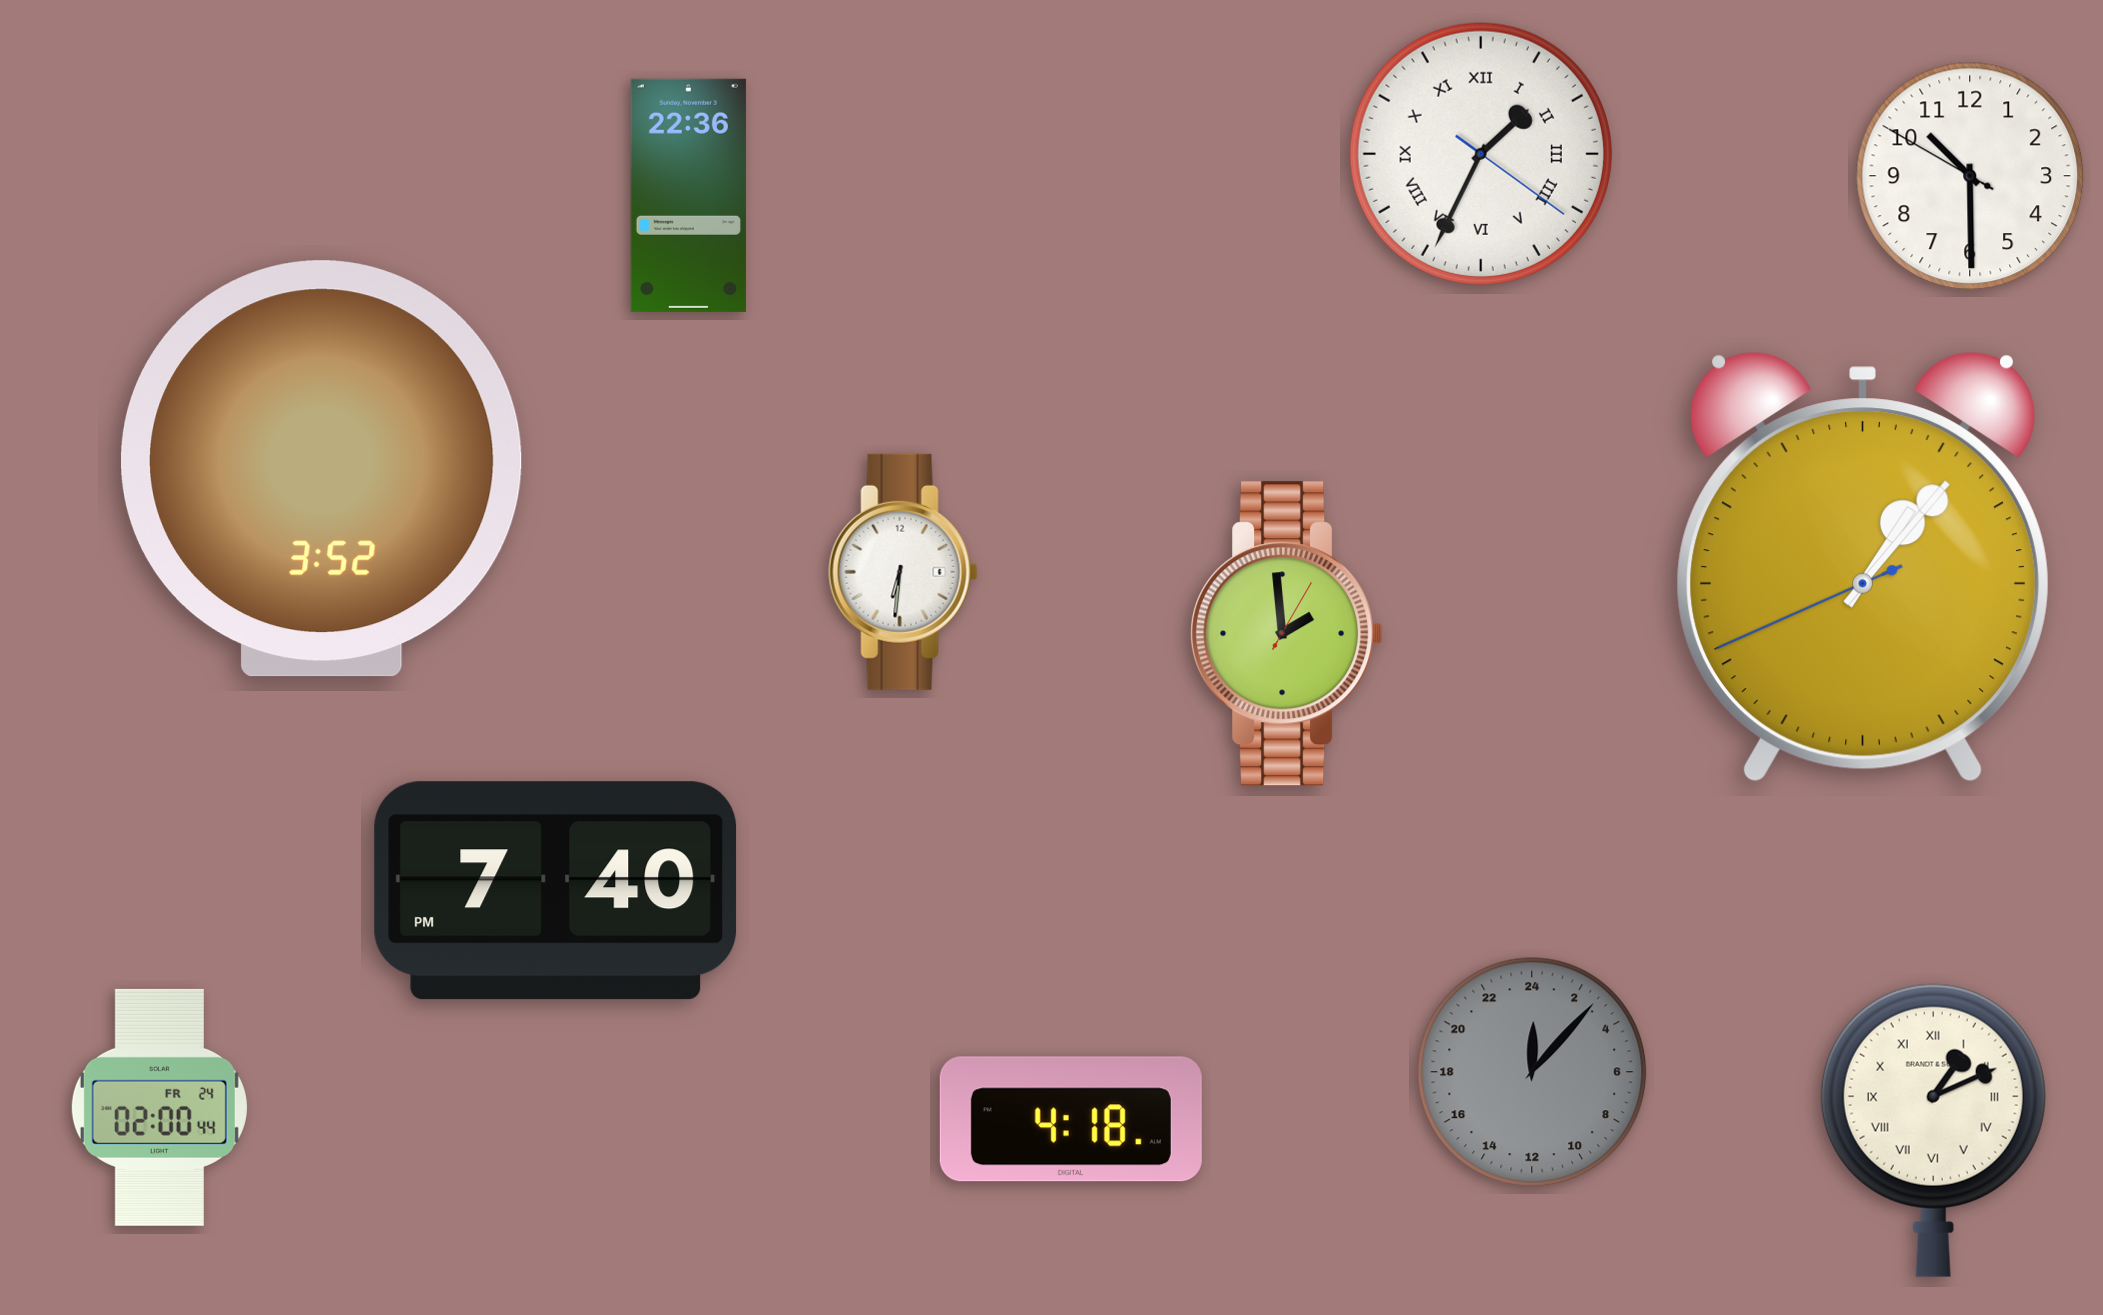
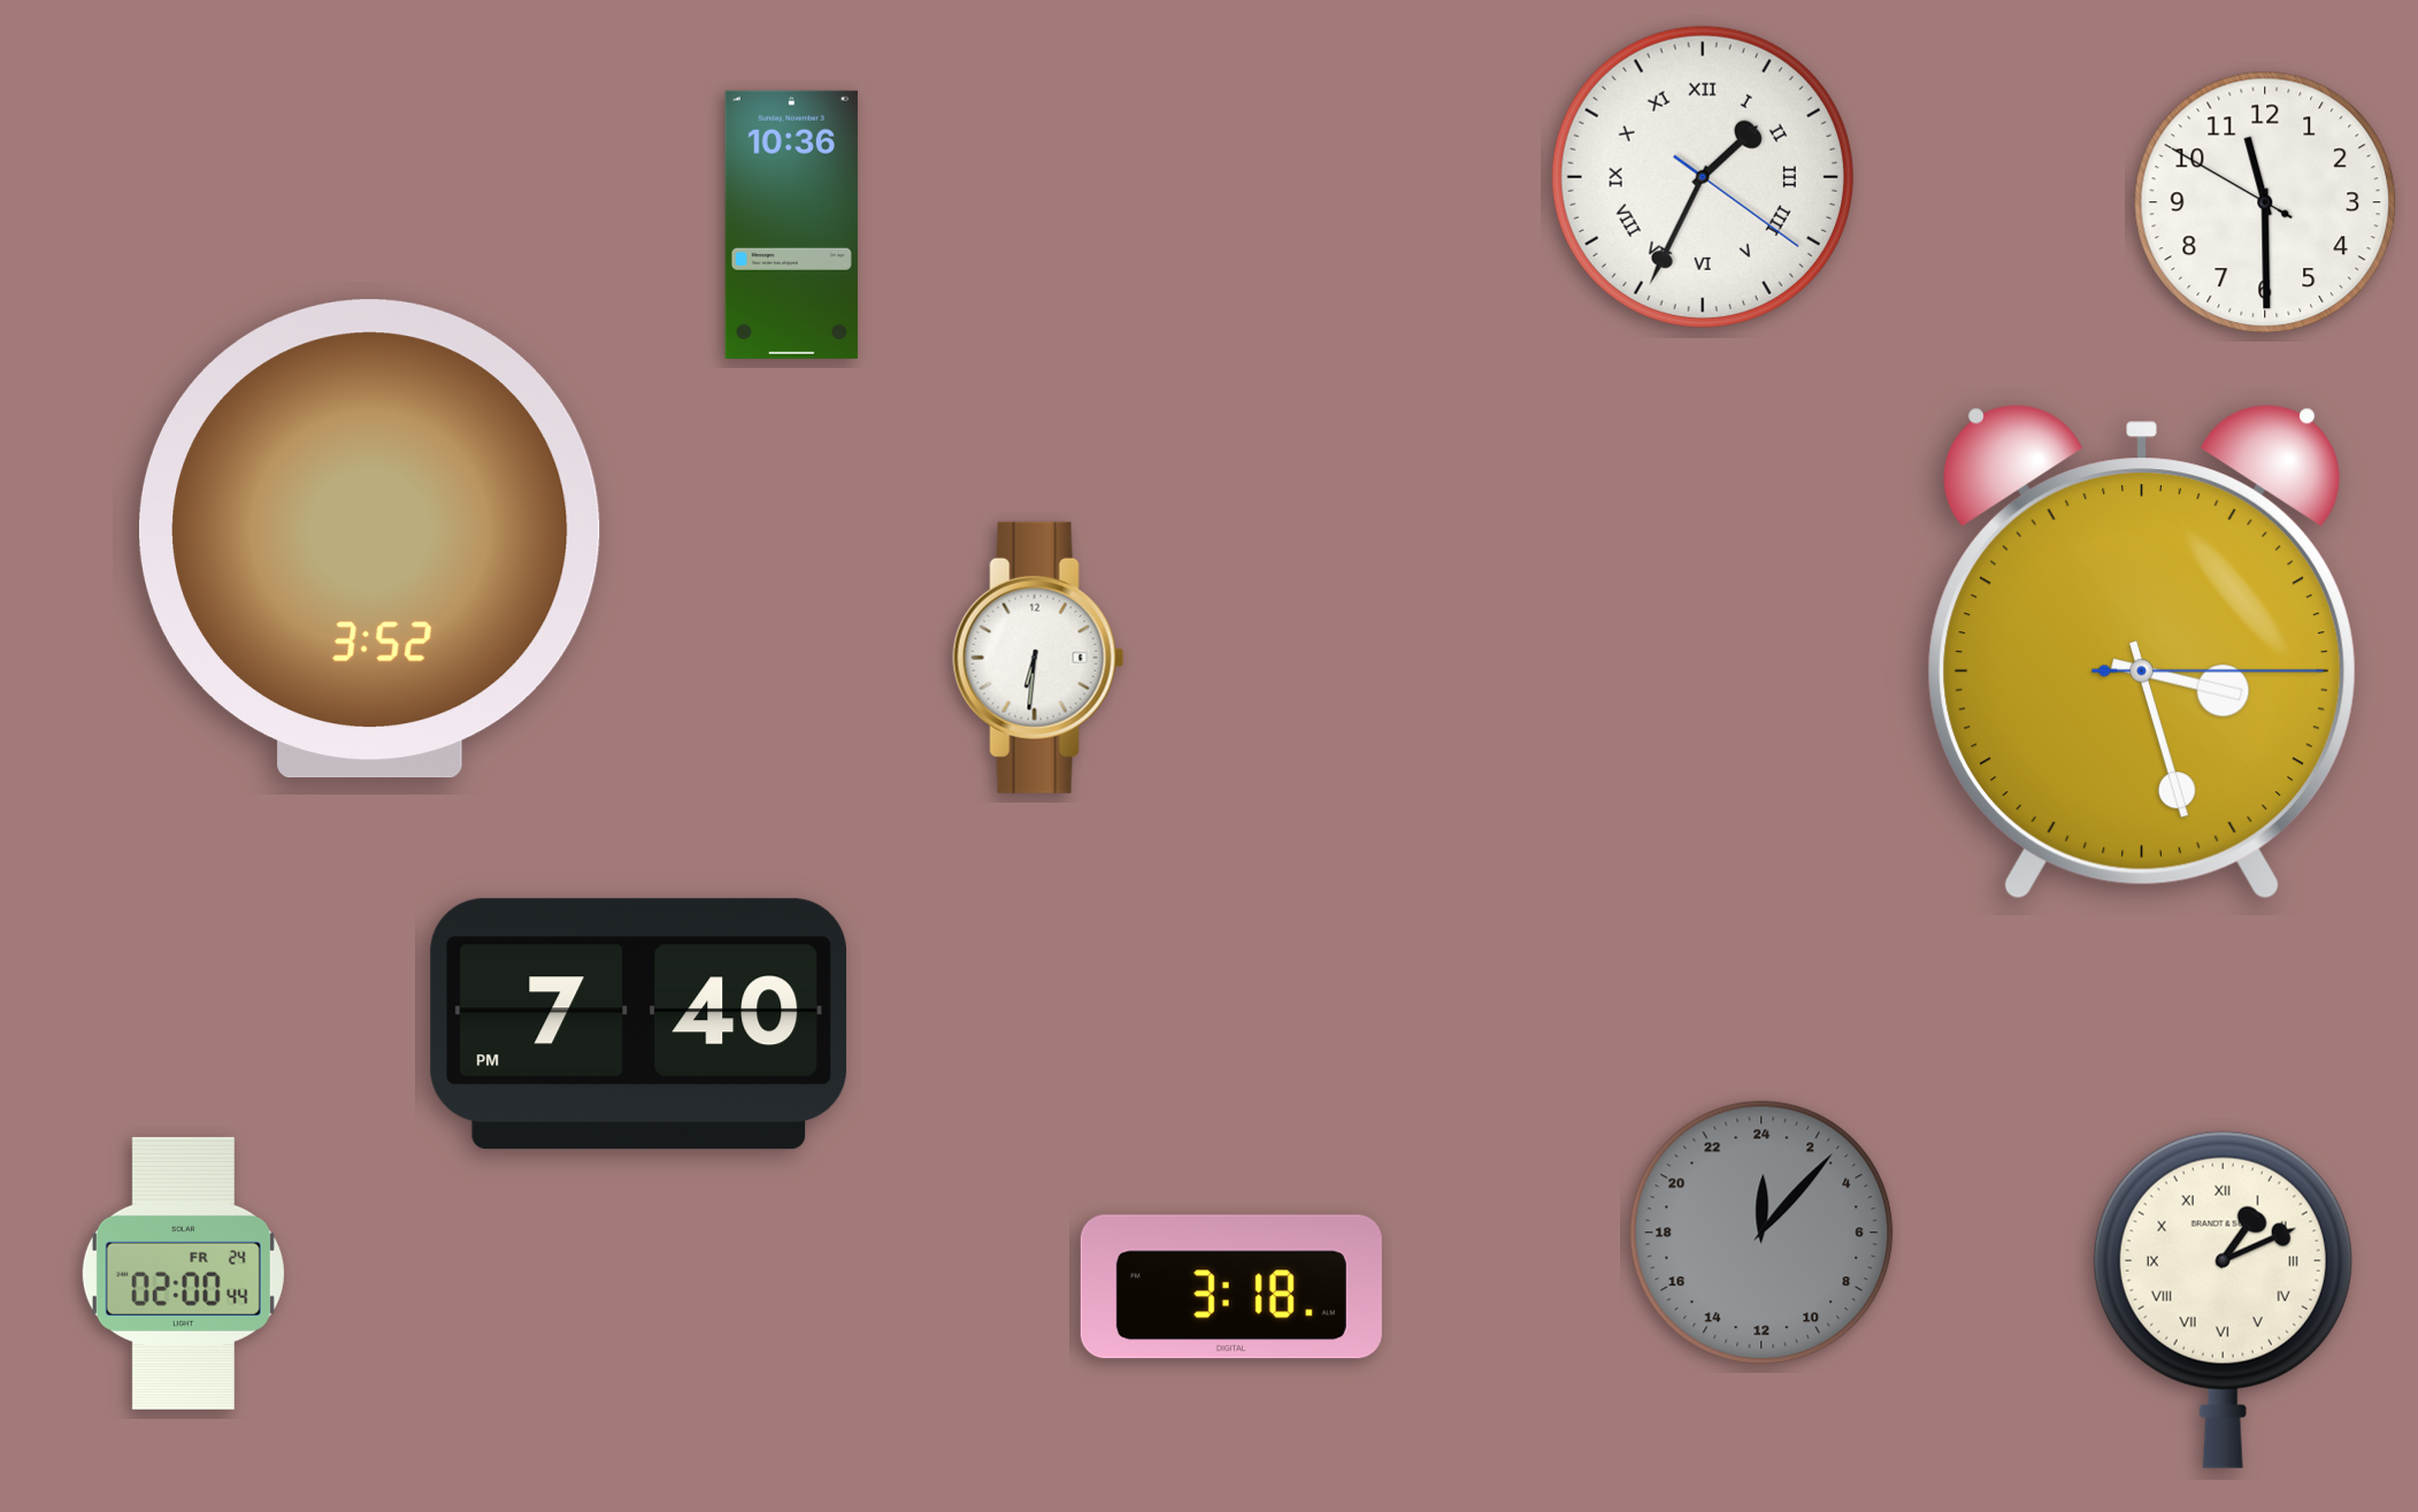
clock at (1970, 176): 10:29 -> 11:29
clock at (688, 195): 22:36 -> 10:36
clock at (1863, 567): 1:06 -> 3:27
clock at (1287, 634): 1:59 -> none
clock at (1071, 1119): 4:18 -> 3:18
